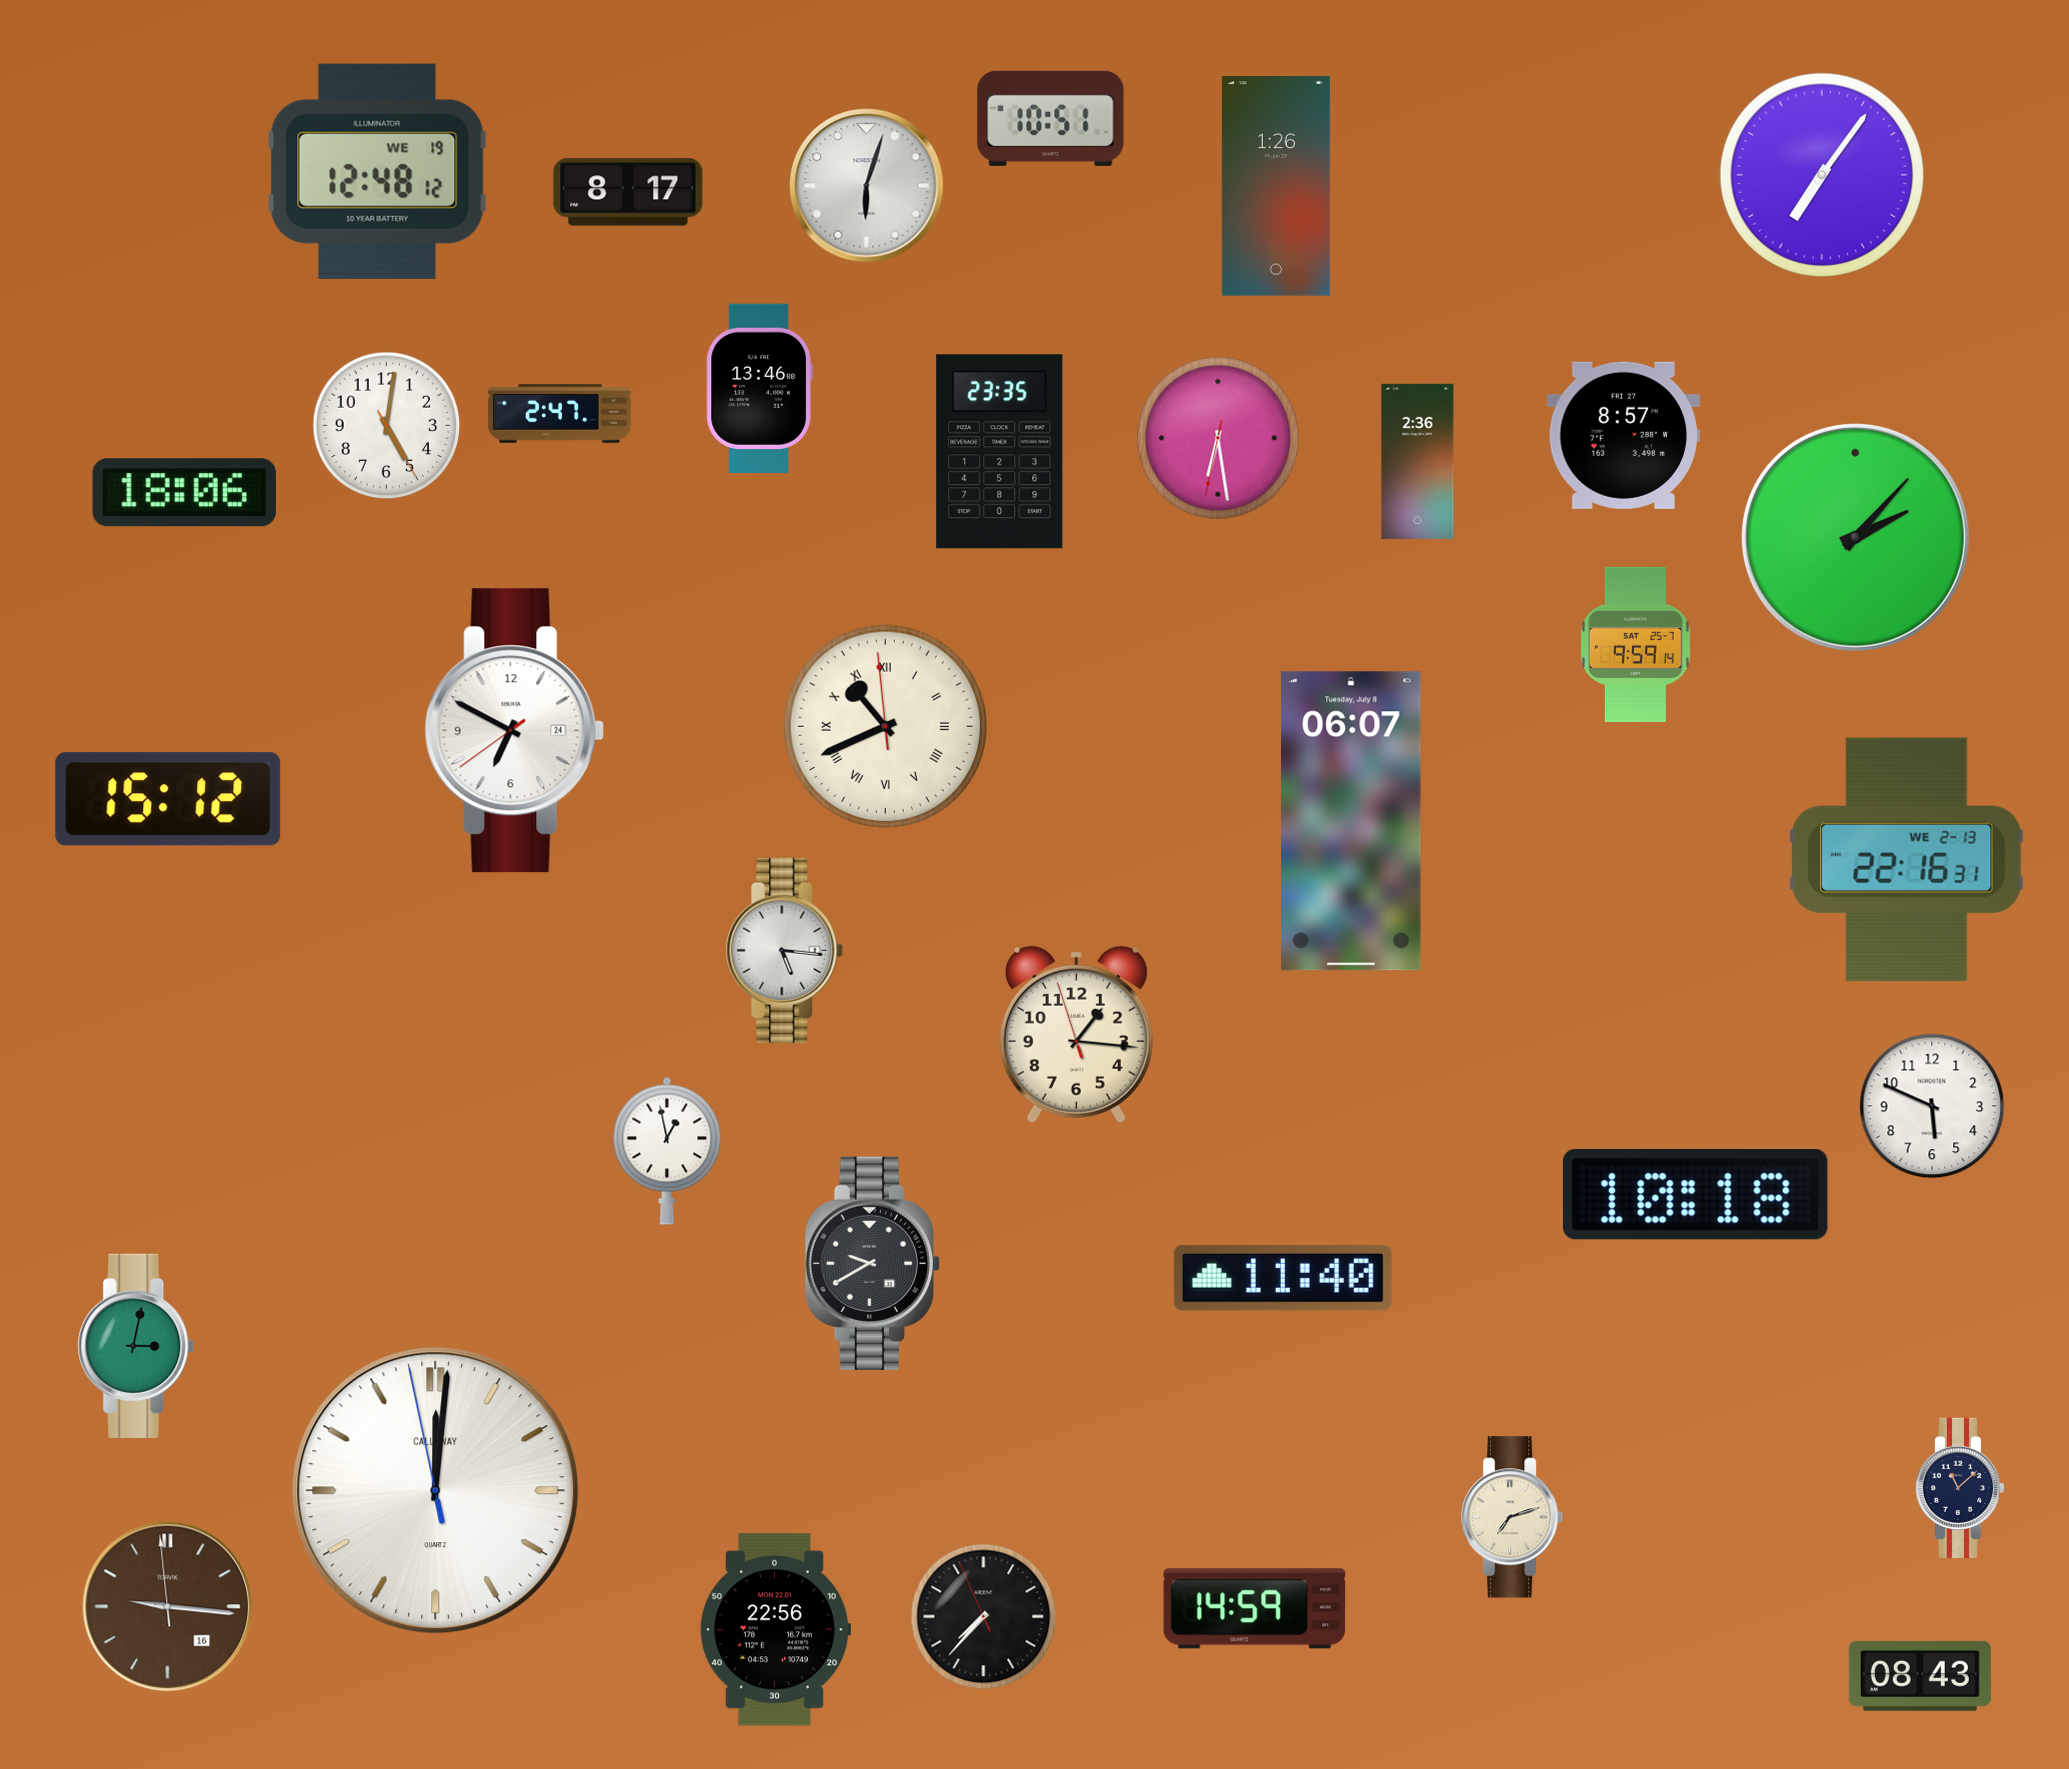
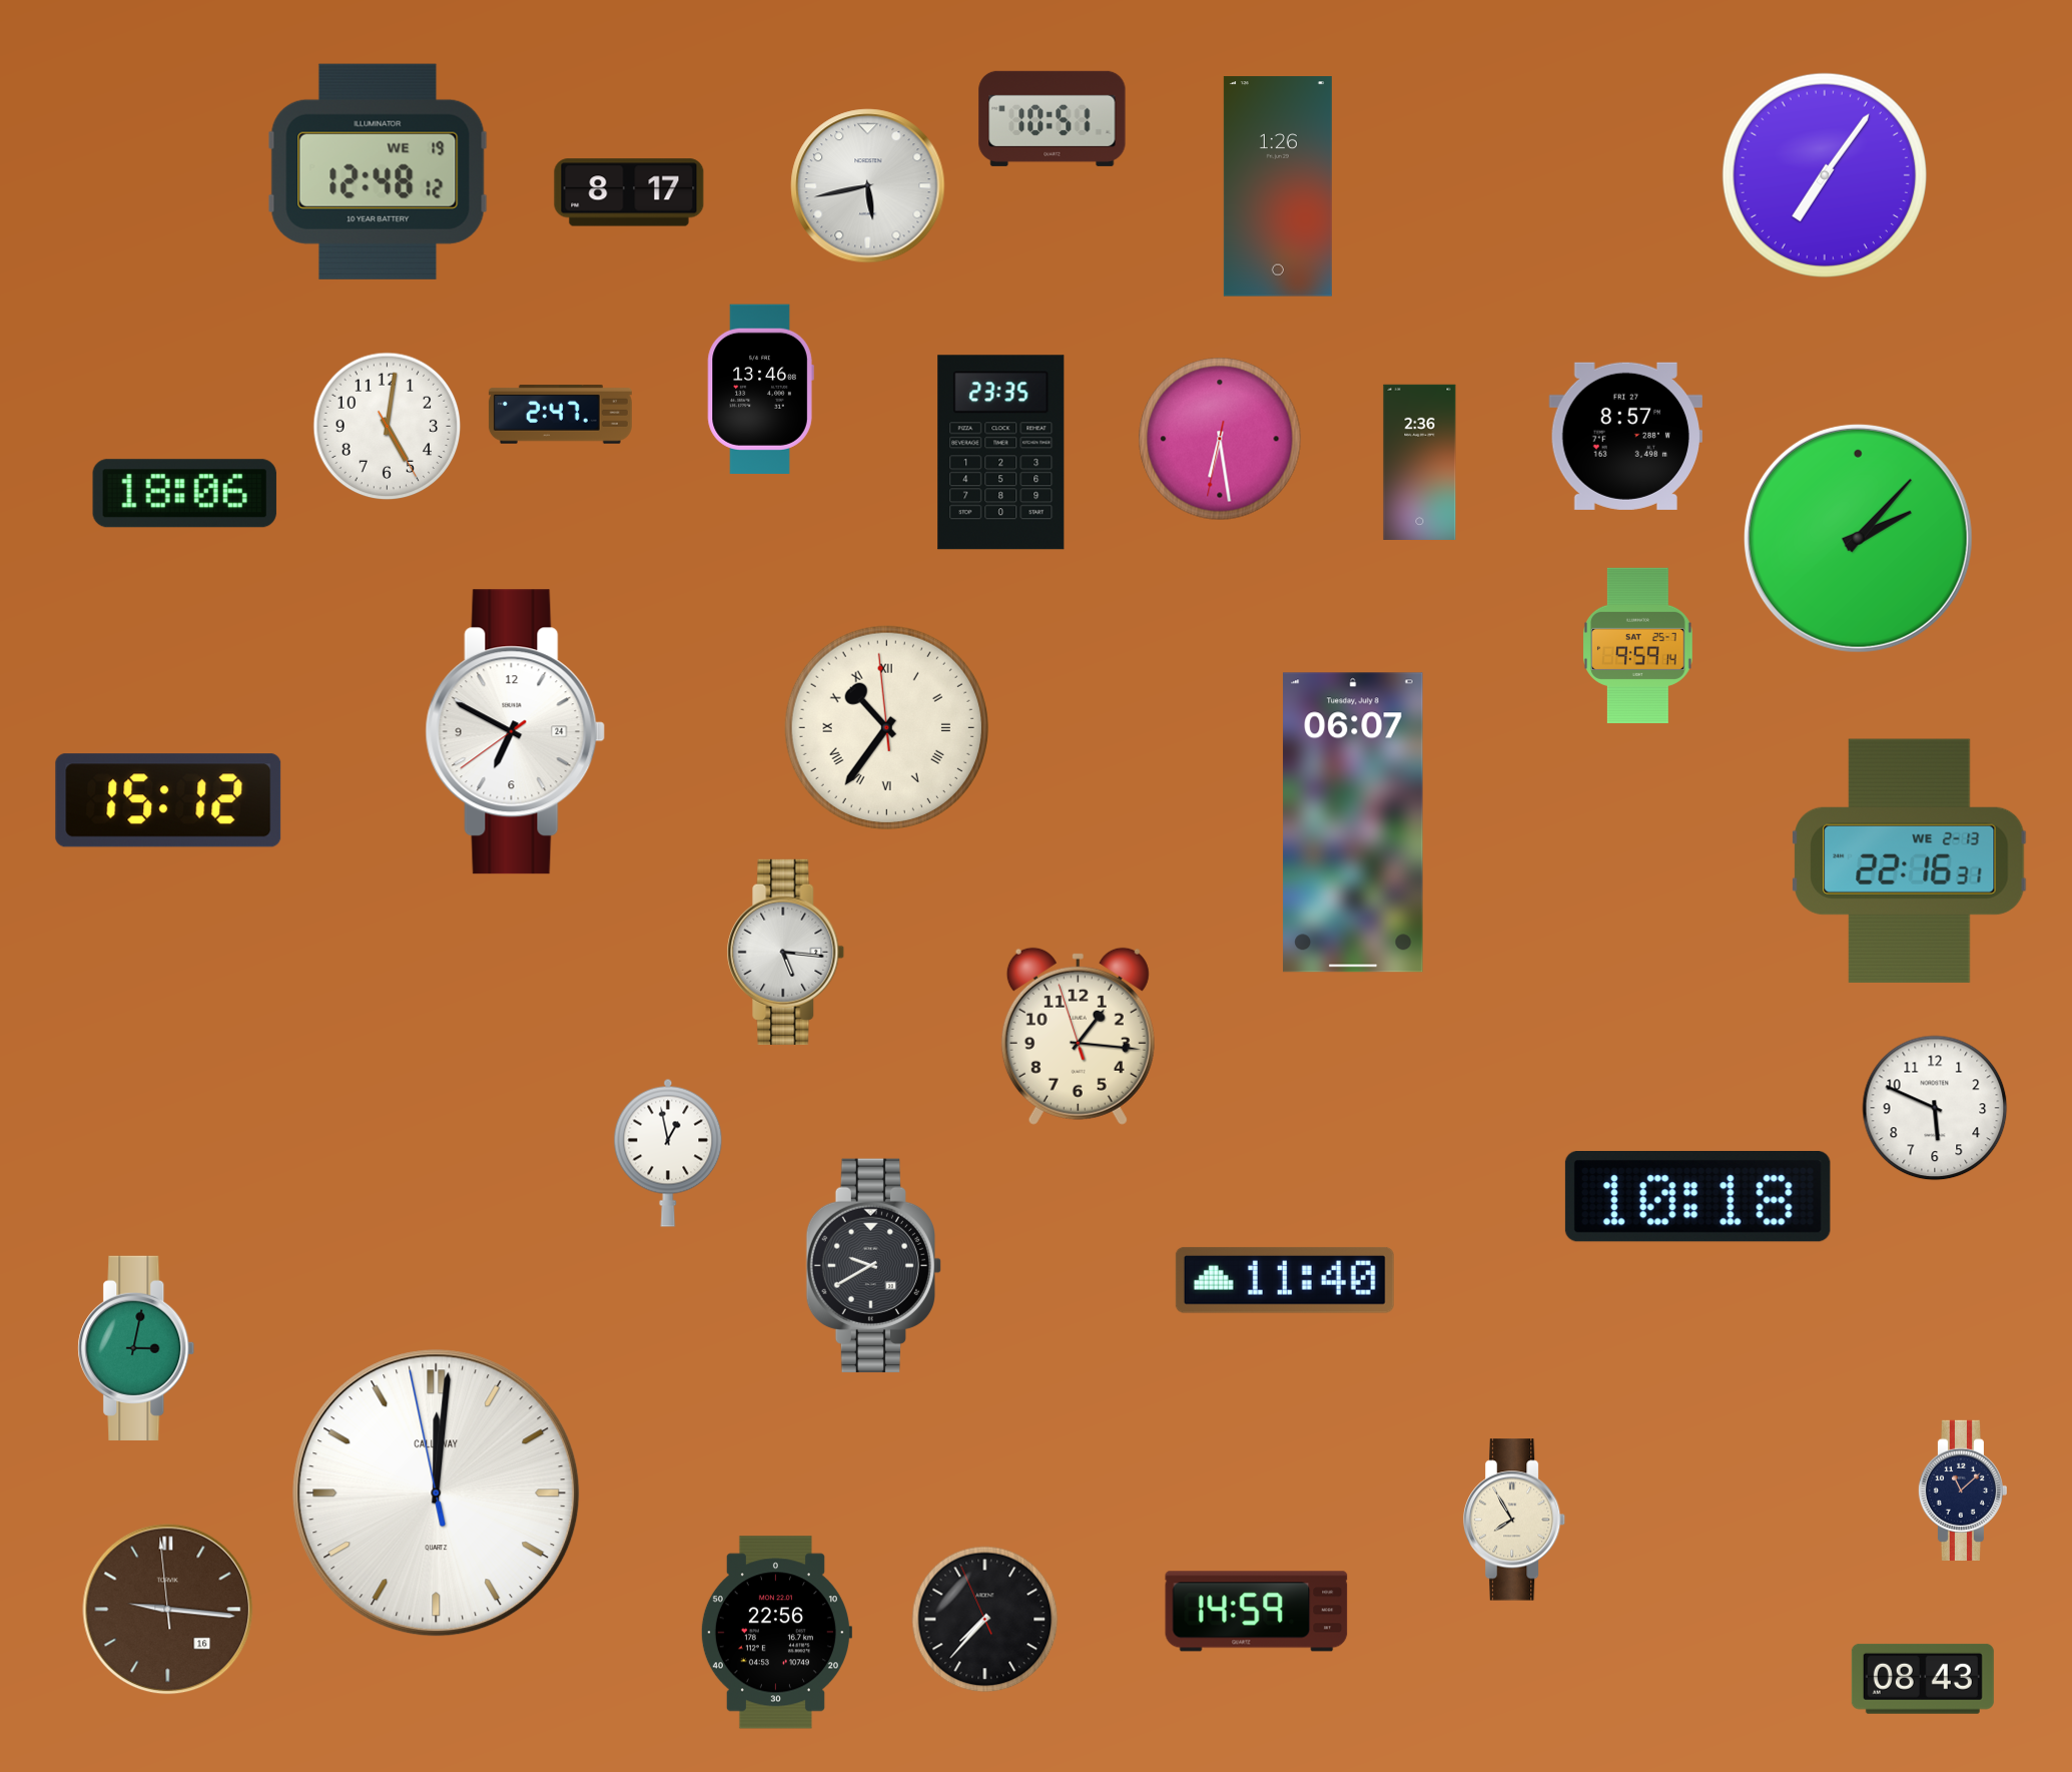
clock at (867, 186): 6:03 -> 5:43
clock at (885, 726): 10:40 -> 10:35
clock at (1513, 1517): 7:12 -> 7:55
